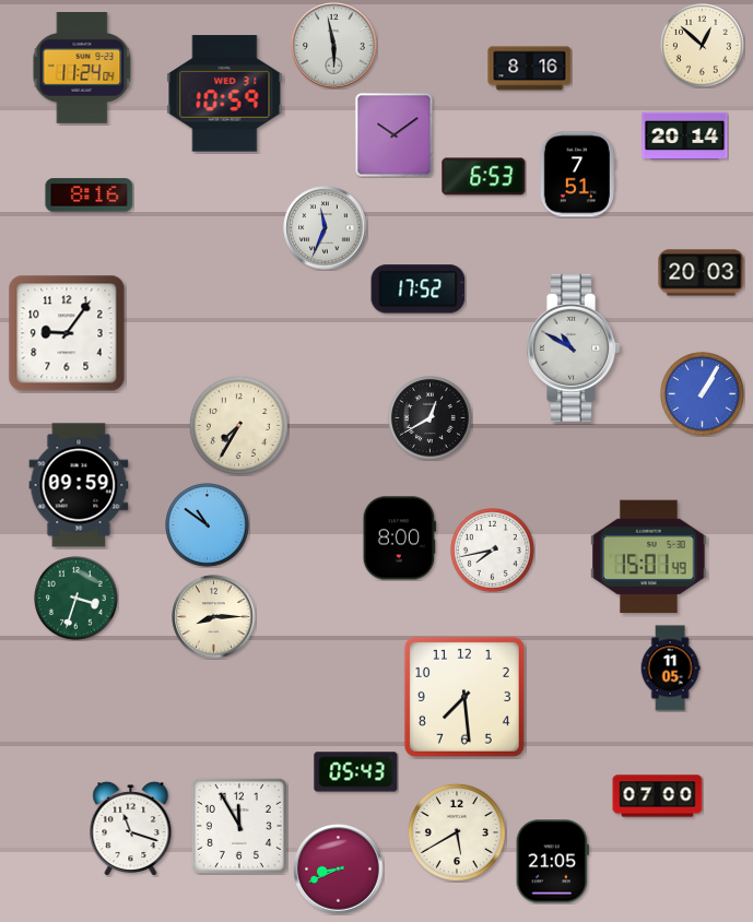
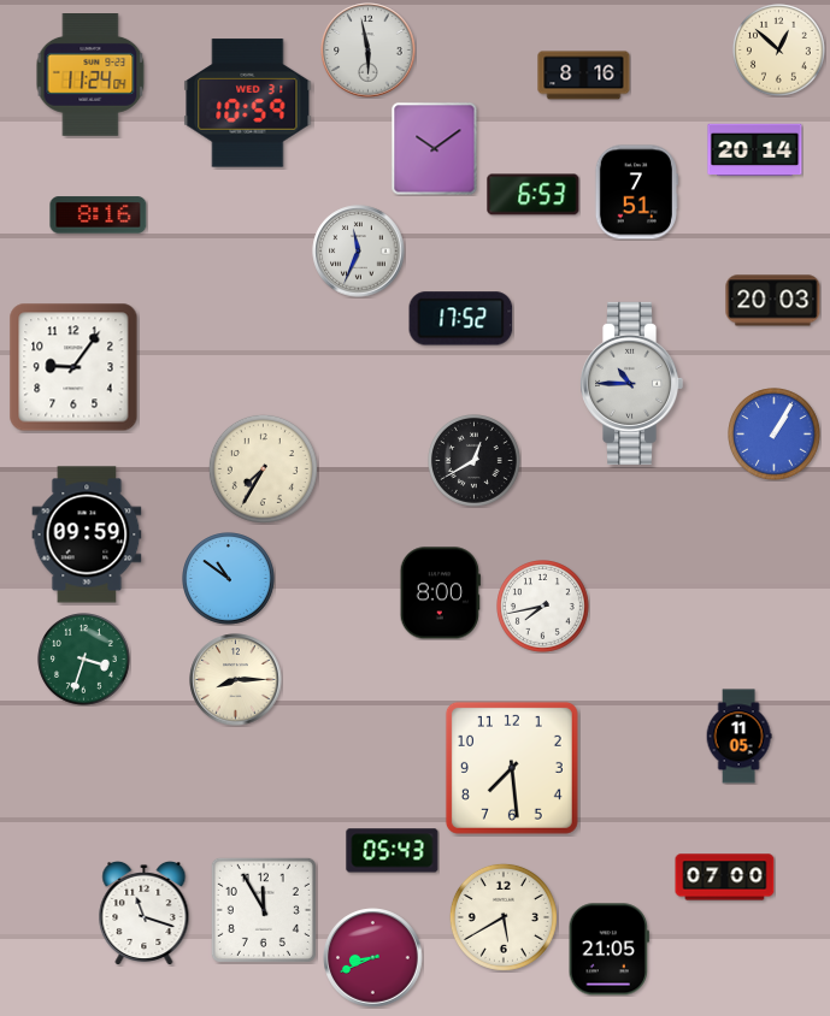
clock at (703, 46) position: (703, 46) -> (779, 51)
clock at (574, 347): 10:50 -> 10:45
clock at (649, 557): 15:01 -> none
